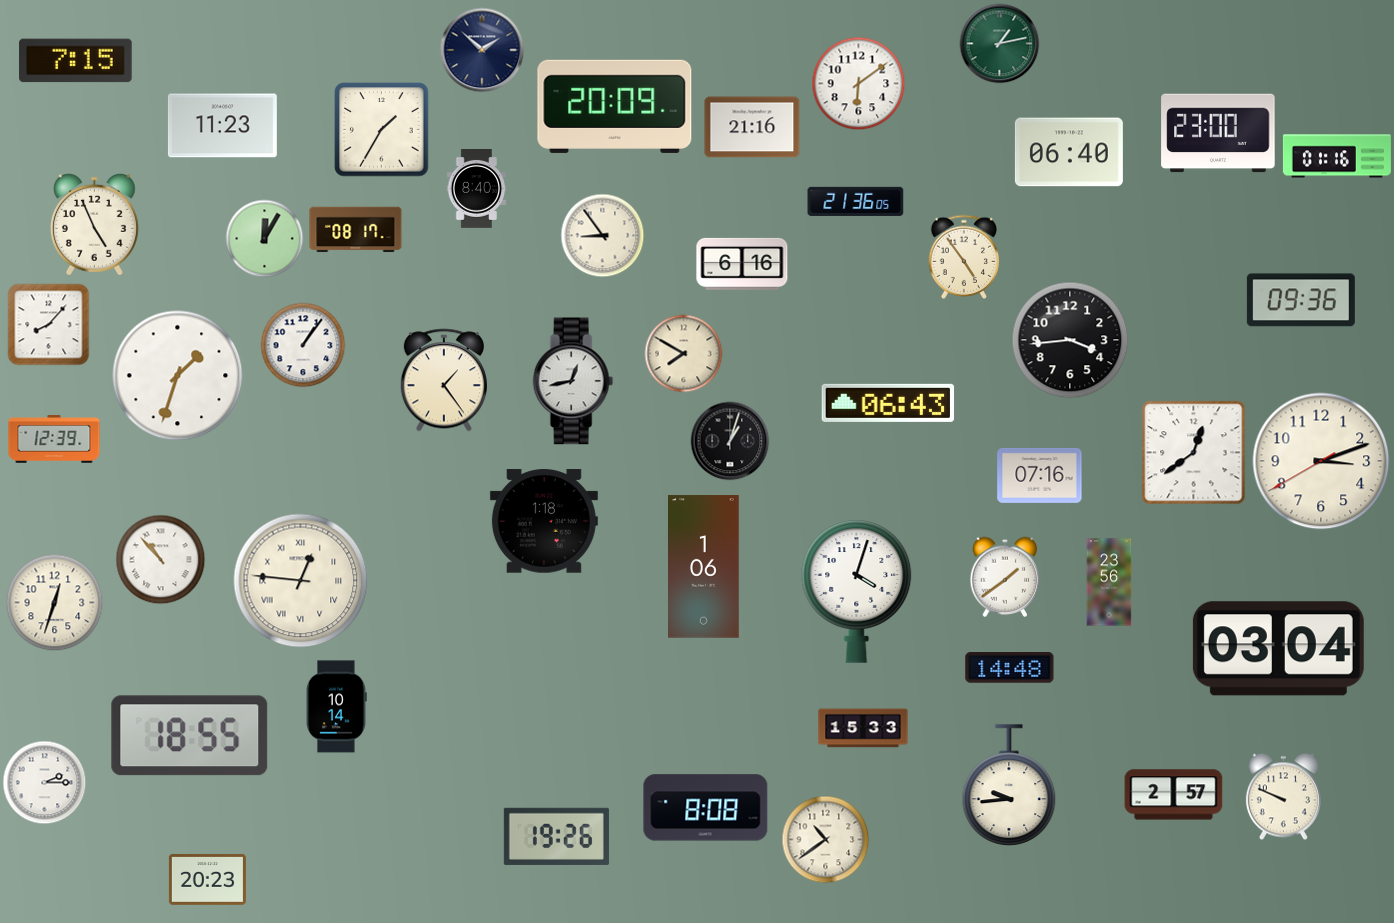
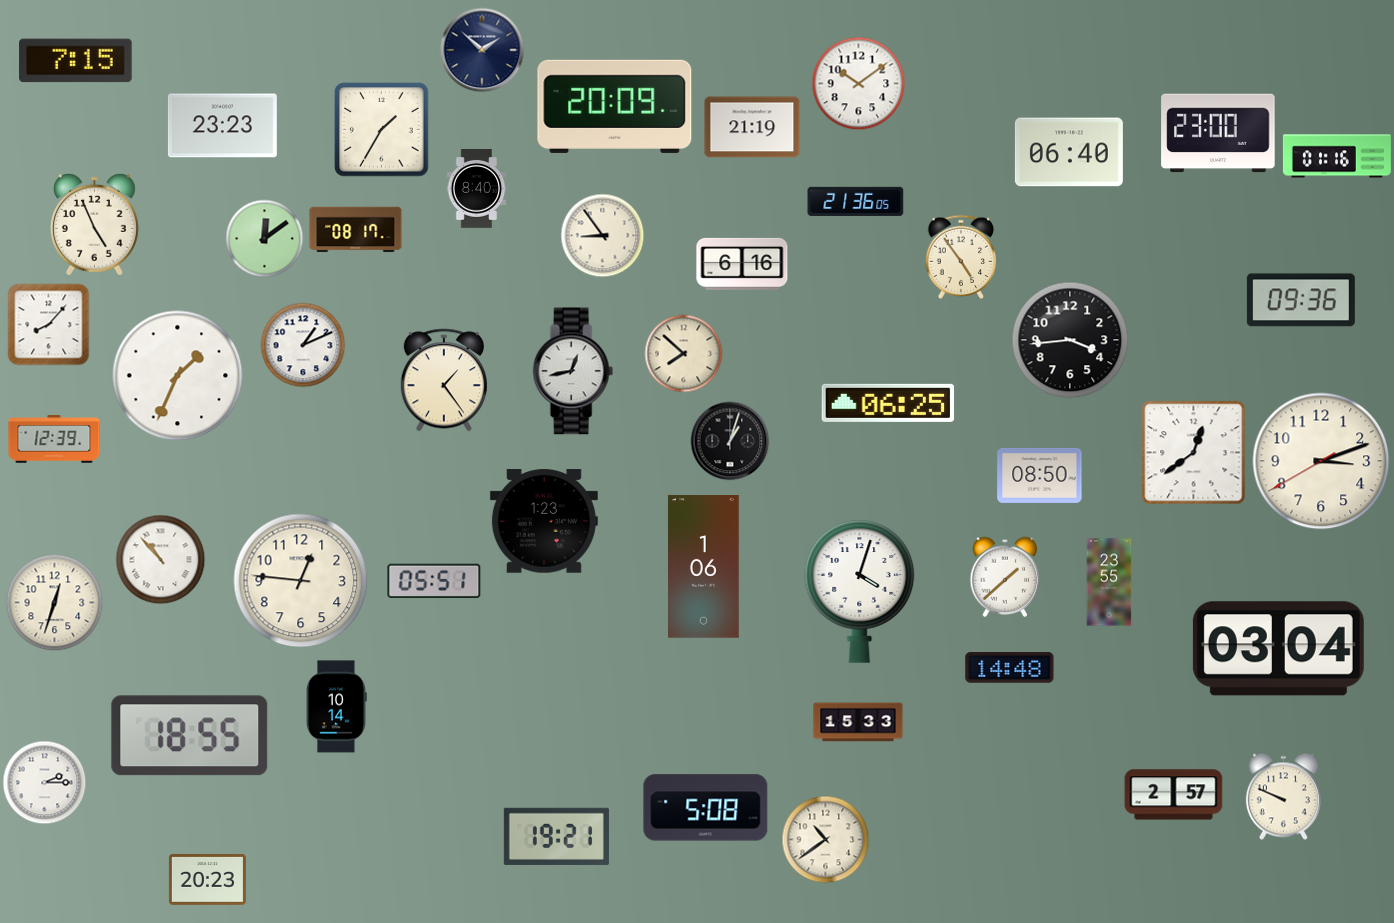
clock at (1000, 44): 1:13 -> none
clock at (859, 84): 6:09 -> 10:09
clock at (222, 126): 11:23 -> 23:23
clock at (752, 127): 21:16 -> 21:19
clock at (265, 239): 12:05 -> 12:09
clock at (964, 256) position: (964, 256) -> (961, 256)
clock at (303, 345): 1:06 -> 1:11
clock at (684, 354): 7:50 -> 7:52
clock at (178, 376): 1:33 -> 1:34
clock at (573, 381) position: (573, 381) -> (573, 371)
clock at (888, 403): 06:43 -> 06:25
clock at (1040, 475): 07:16 -> 08:50
clock at (544, 521): 1:18 -> 1:23
clock at (1005, 577): 1:39 -> 1:38
clock at (434, 580): none -> 05:51
clock at (301, 581) numerals: Roman -> Arabic
clock at (1109, 582): 23:56 -> 23:55
clock at (857, 591) position: (857, 591) -> (860, 591)
clock at (863, 728) position: (863, 728) -> (858, 722)
clock at (1009, 785): 9:44 -> none
clock at (706, 808): 8:08 -> 5:08
clock at (556, 836): 19:26 -> 19:21
